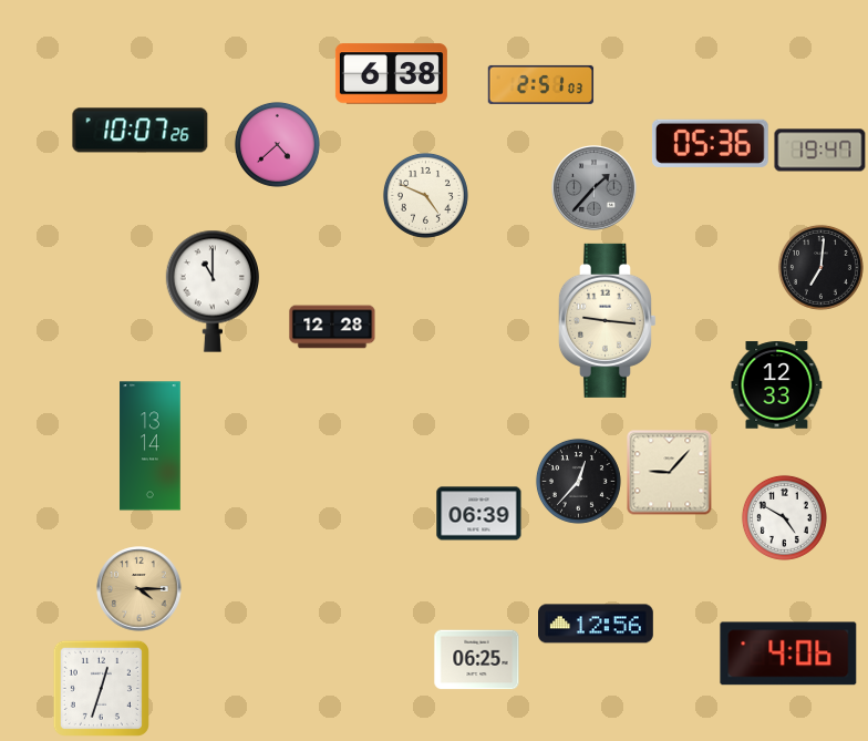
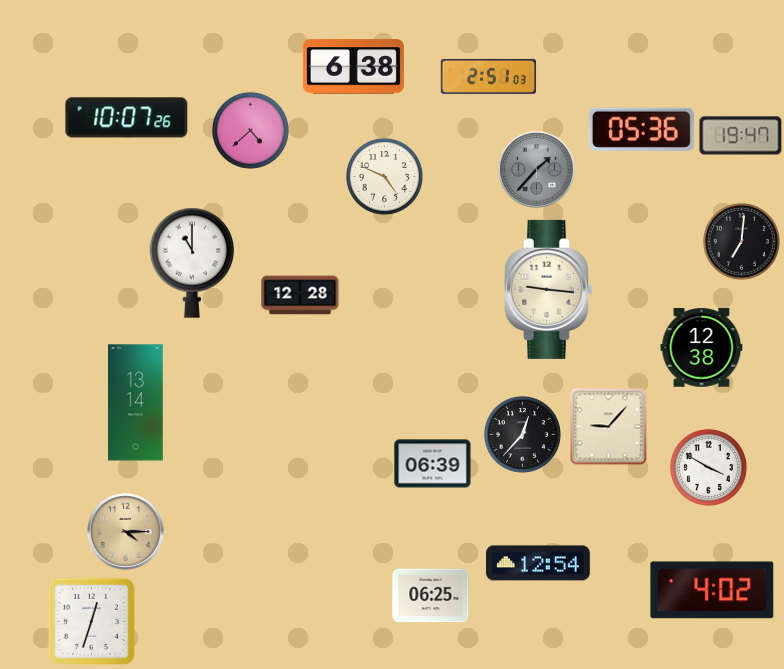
clock at (777, 385): 12:33 -> 12:38
clock at (670, 473) position: (670, 473) -> (609, 427)
clock at (784, 517): 4:50 -> 3:50
clock at (597, 624): 12:56 -> 12:54
clock at (788, 653): 4:06 -> 4:02
